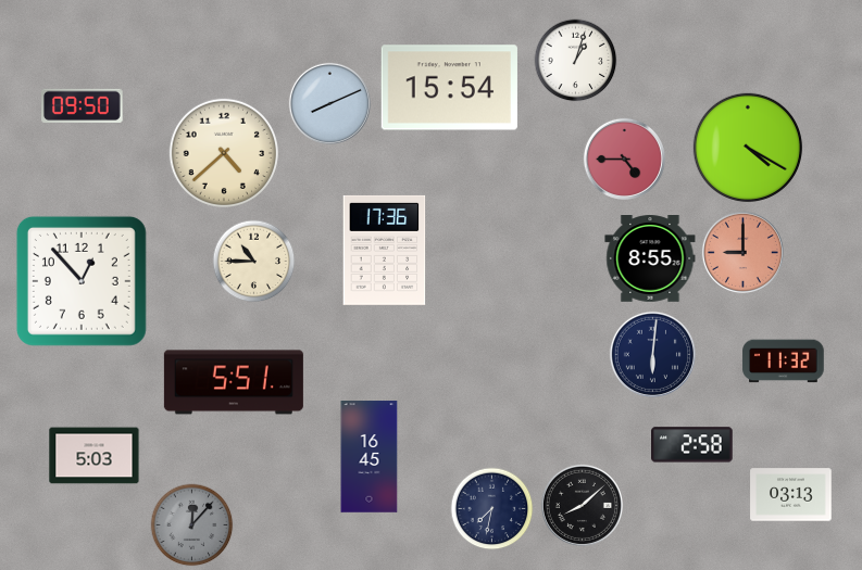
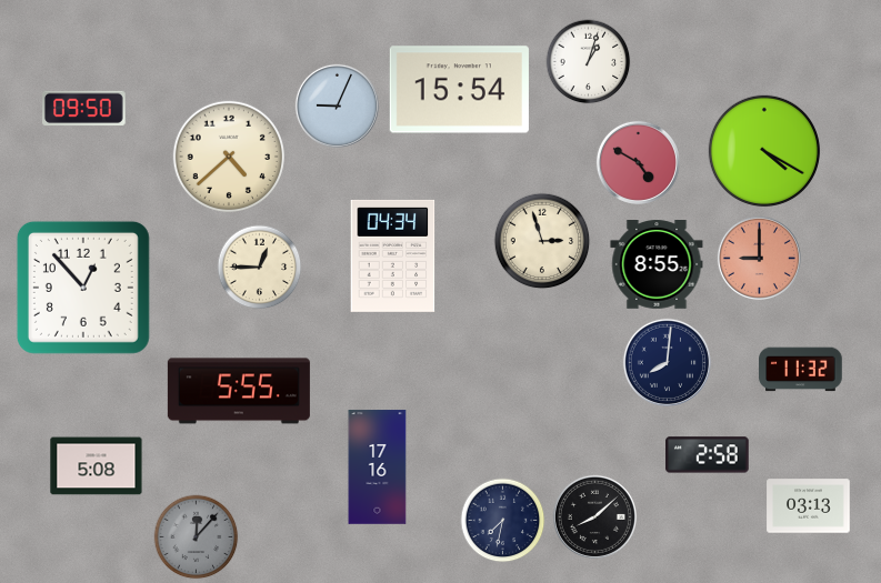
clock at (329, 103): 8:11 -> 9:04
clock at (624, 159): 4:45 -> 4:50
clock at (542, 241): none -> 2:57
clock at (385, 250): 17:36 -> 04:34
clock at (650, 259) position: (650, 259) -> (657, 265)
clock at (254, 262): 10:45 -> 12:45
clock at (652, 354): 6:01 -> 8:01
clock at (234, 382): 5:51 -> 5:55
clock at (95, 456): 5:03 -> 5:08
clock at (370, 457): 16:45 -> 17:16
